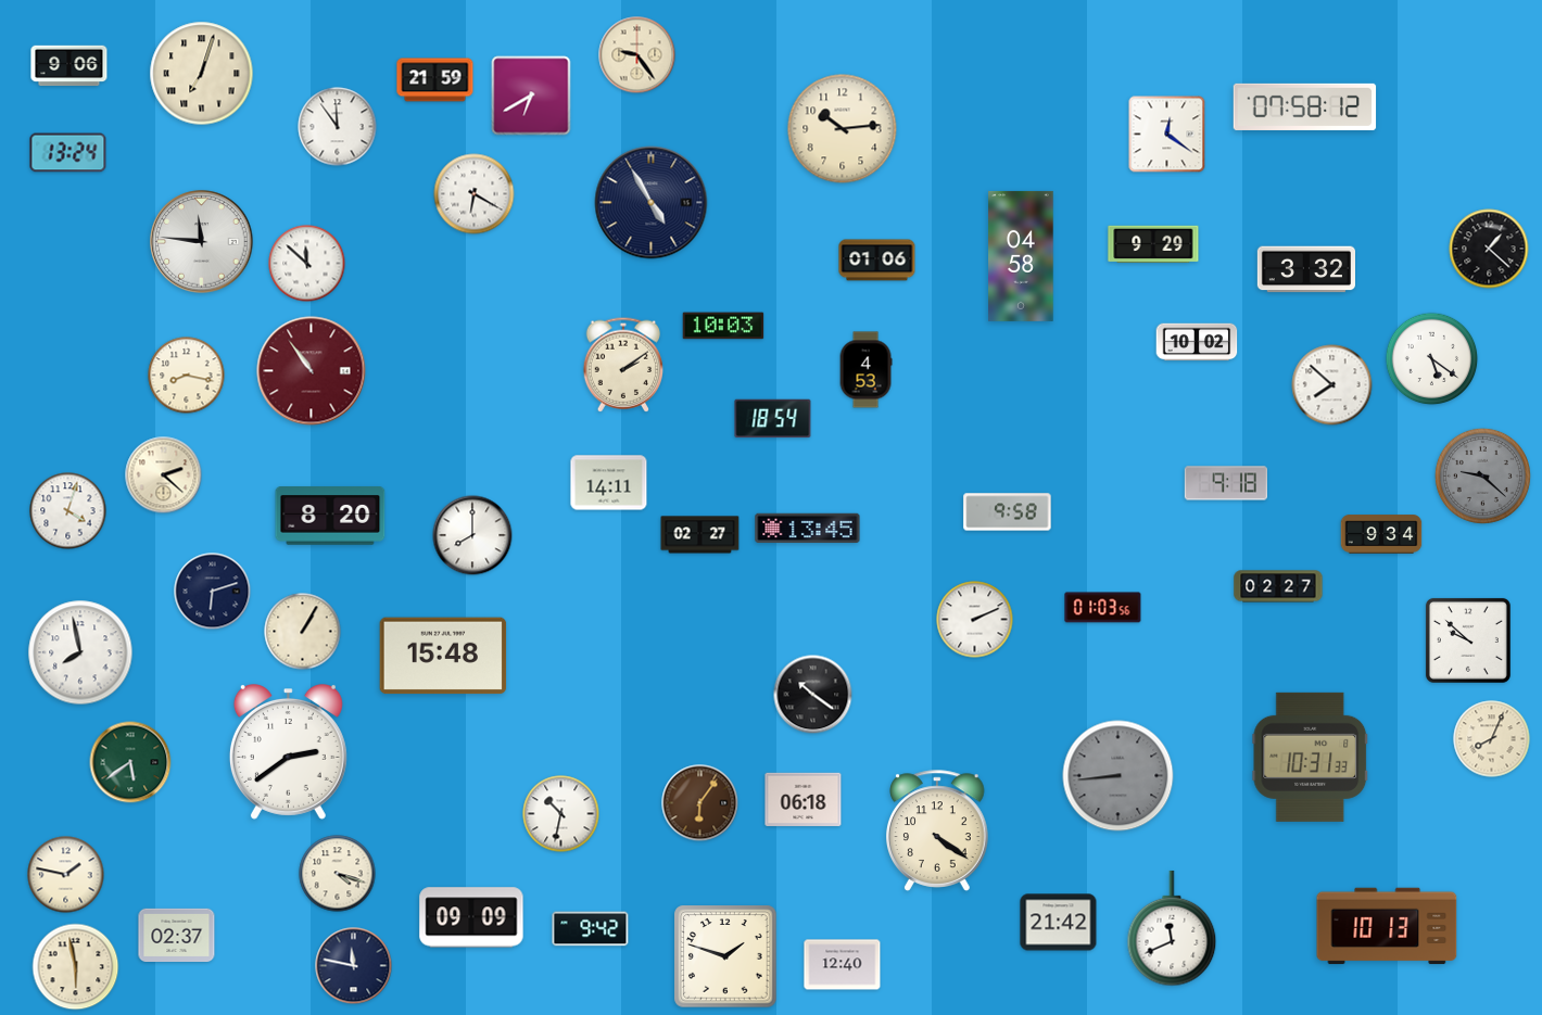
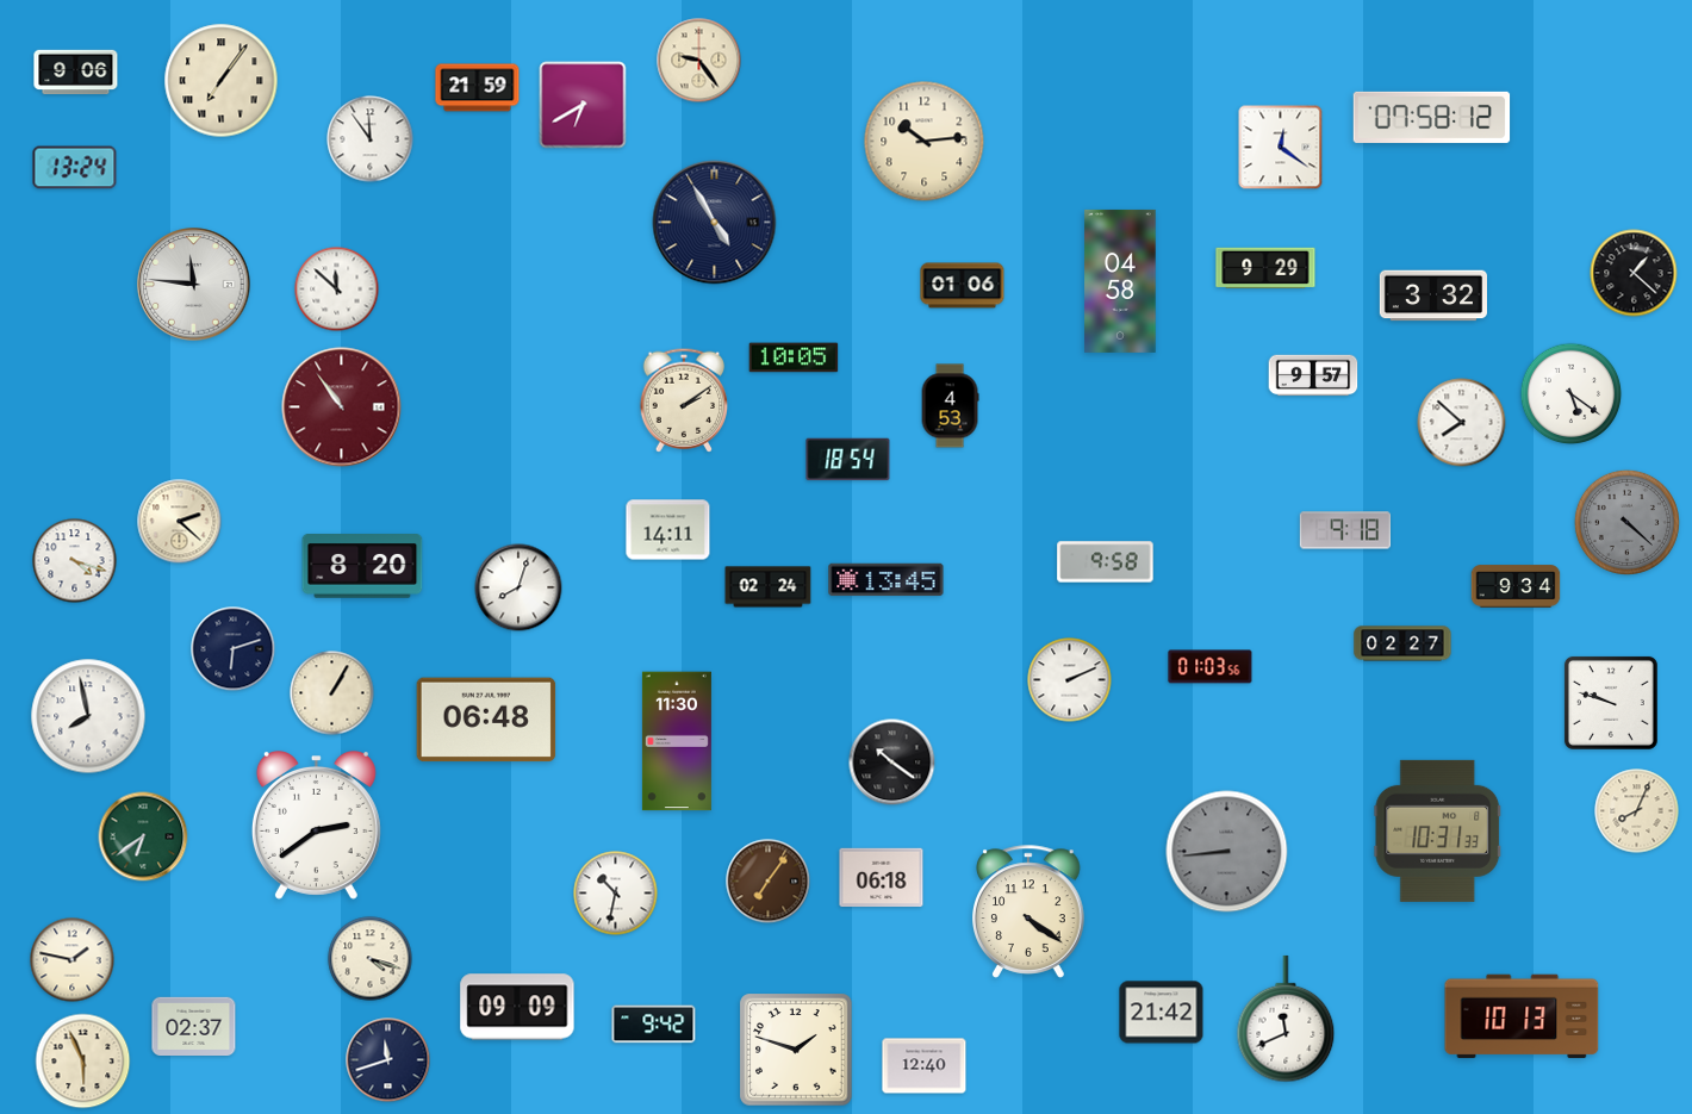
clock at (202, 74): 7:03 -> 7:06
clock at (475, 194): 6:20 -> none
clock at (202, 242) position: (202, 242) -> (194, 285)
clock at (723, 326): 10:03 -> 10:05
clock at (1197, 342): 10:02 -> 9:57
clock at (187, 376): 8:17 -> none
clock at (1482, 475): 9:22 -> 4:22
clock at (68, 511): 4:03 -> 4:18
clock at (472, 535): 8:00 -> 8:03
clock at (700, 535): 02:27 -> 02:24
clock at (1468, 640): 9:52 -> 9:48
clock at (443, 656): 15:48 -> 06:48
clock at (677, 741): none -> 11:30
clock at (130, 762): 5:39 -> 6:39
clock at (700, 803): 6:06 -> 7:06
clock at (591, 929) position: (591, 929) -> (654, 1025)
clock at (843, 965) position: (843, 965) -> (925, 1066)
clock at (354, 966): 11:47 -> 11:42
clock at (76, 967): 5:58 -> 5:56
